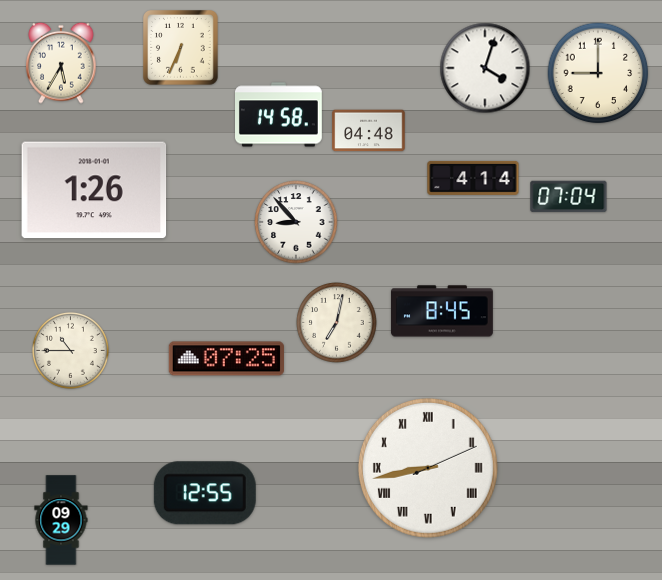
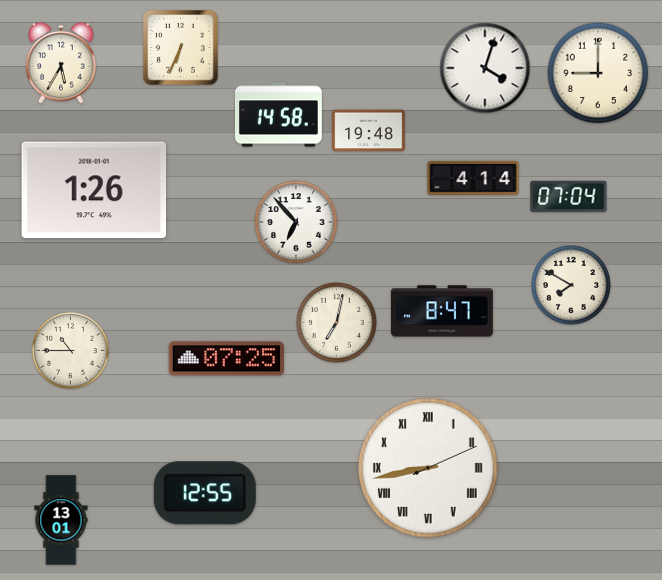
clock at (369, 131): 04:48 -> 19:48
clock at (296, 222): 8:53 -> 6:53
clock at (571, 285): none -> 7:50
clock at (442, 311): 8:45 -> 8:47
clock at (61, 520): 09:29 -> 13:01
